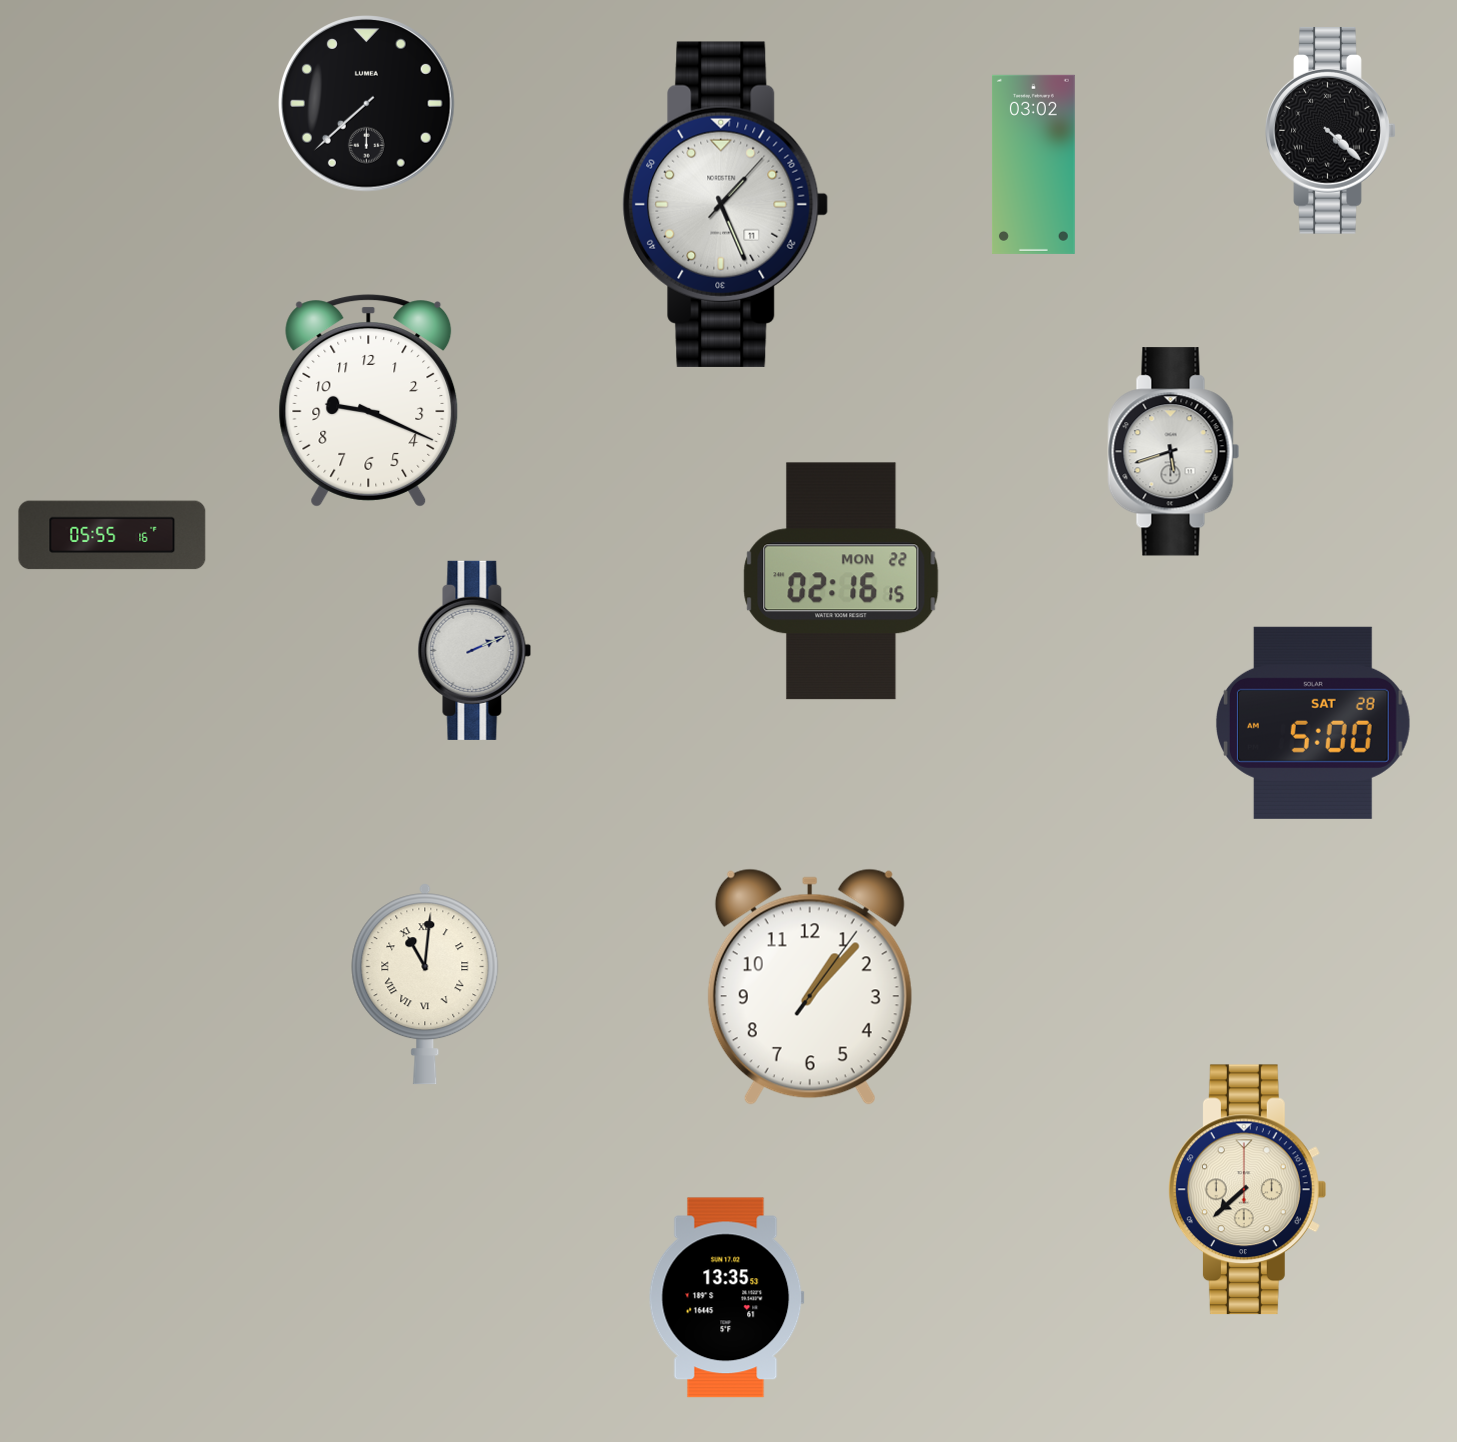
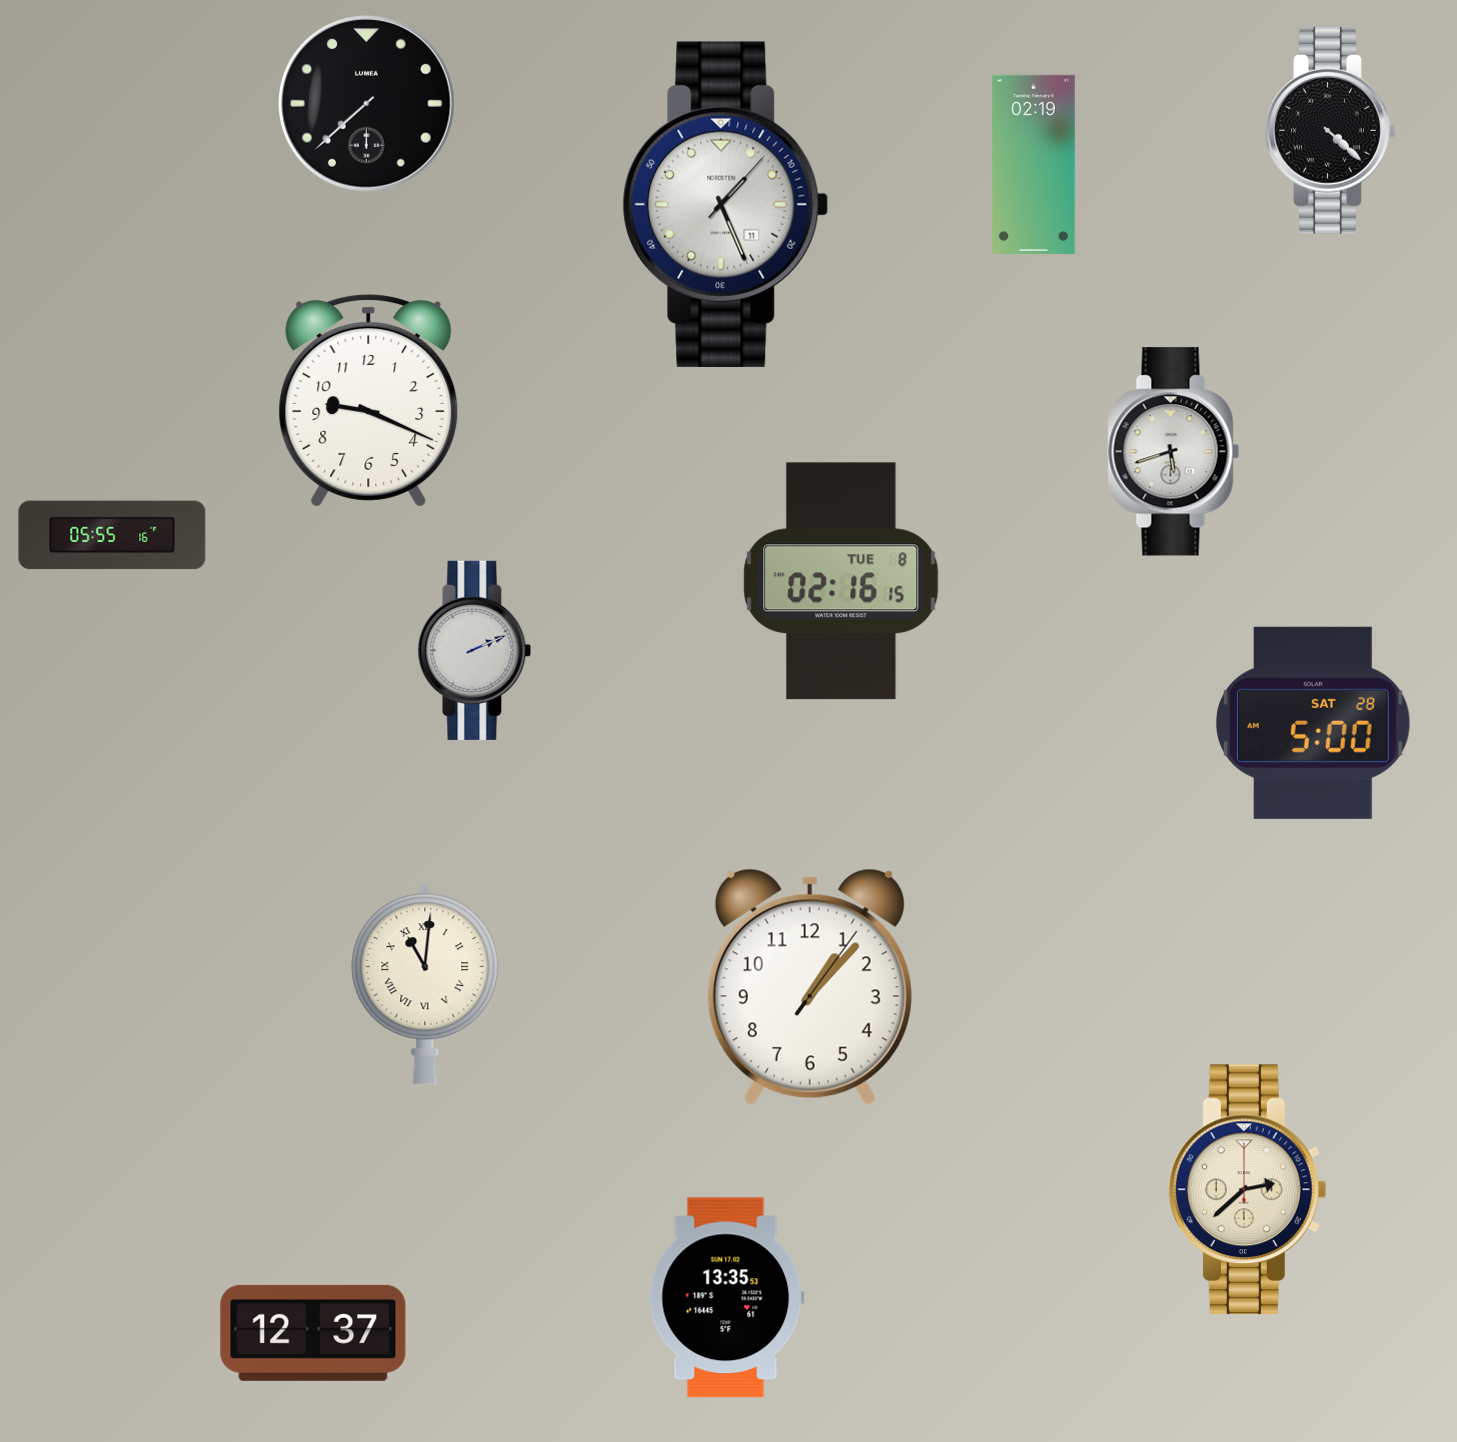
clock at (1033, 164): 03:02 -> 02:19
clock at (841, 581) date: MON 22 -> TUE 8
clock at (1247, 1190): 7:38 -> 2:38
clock at (313, 1333): none -> 12:37
